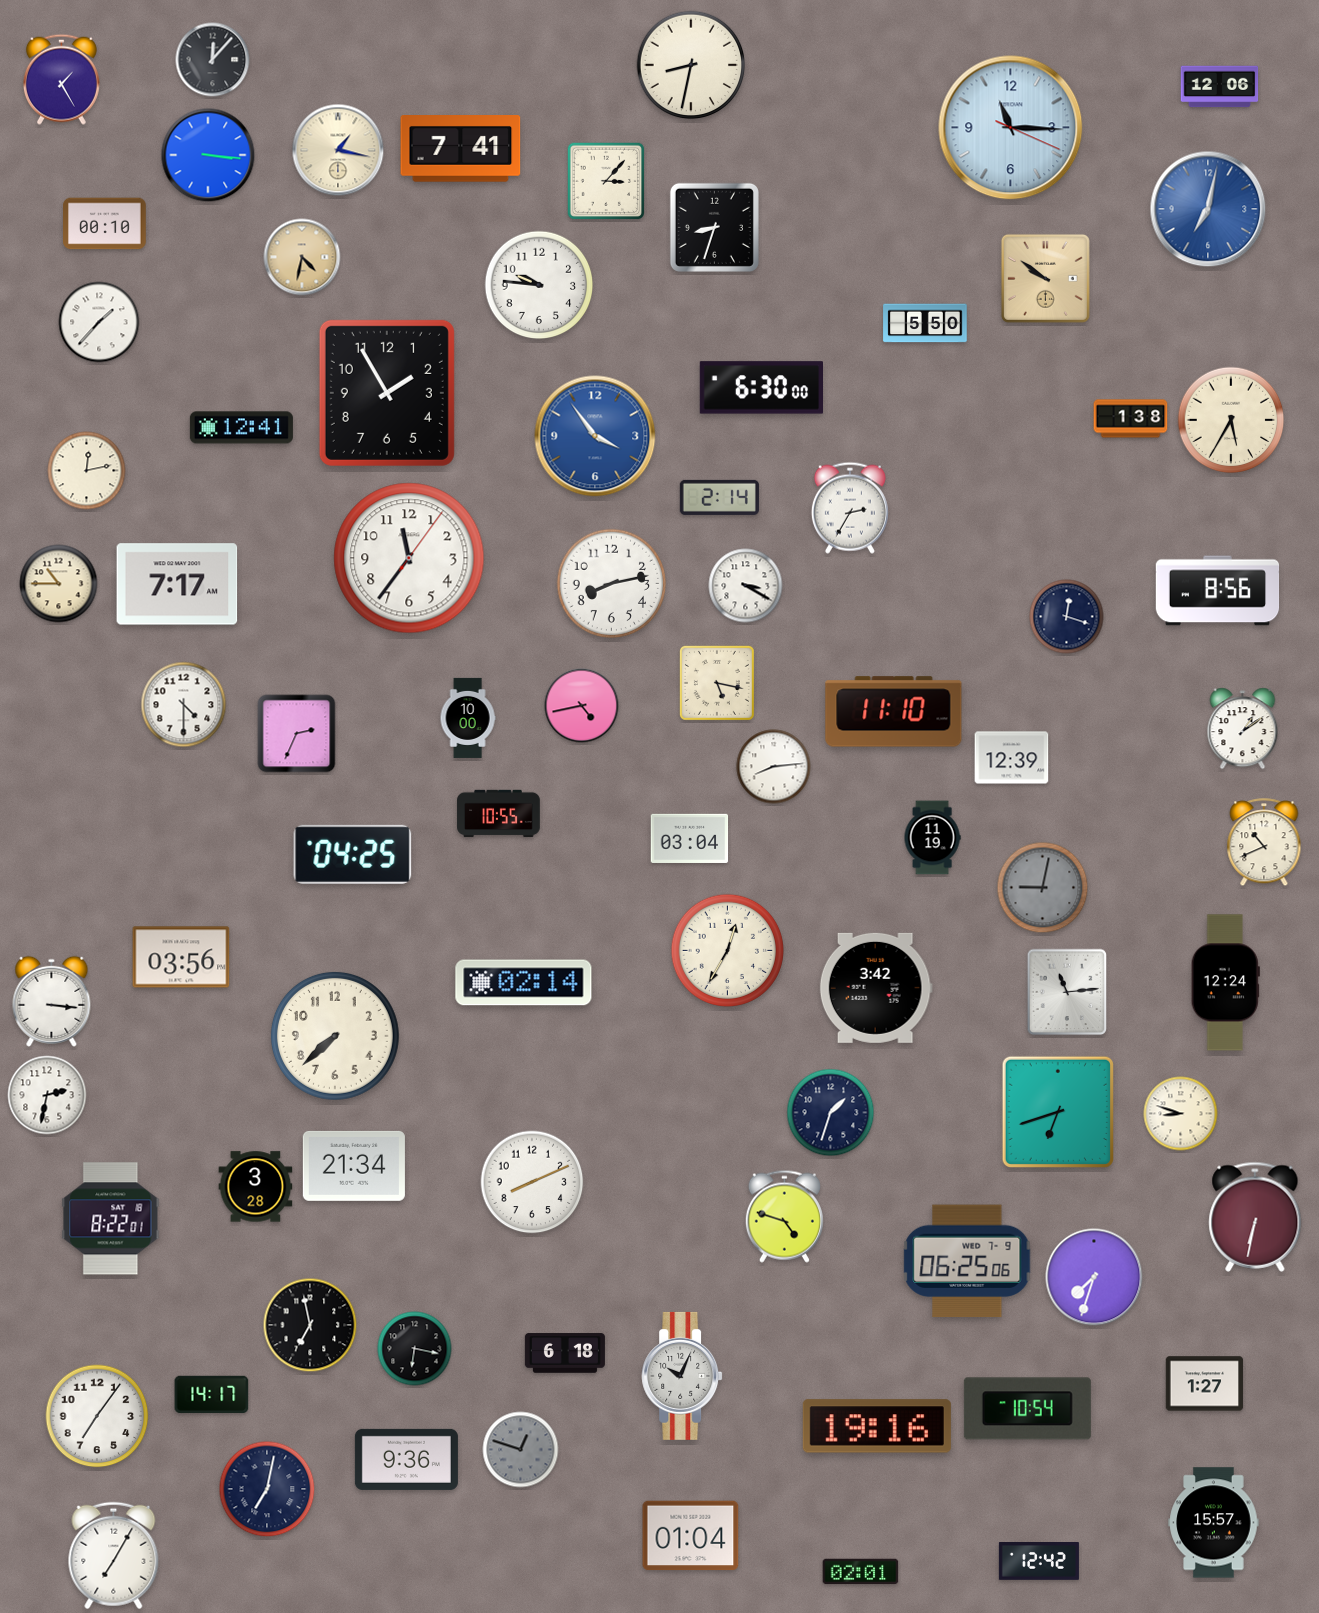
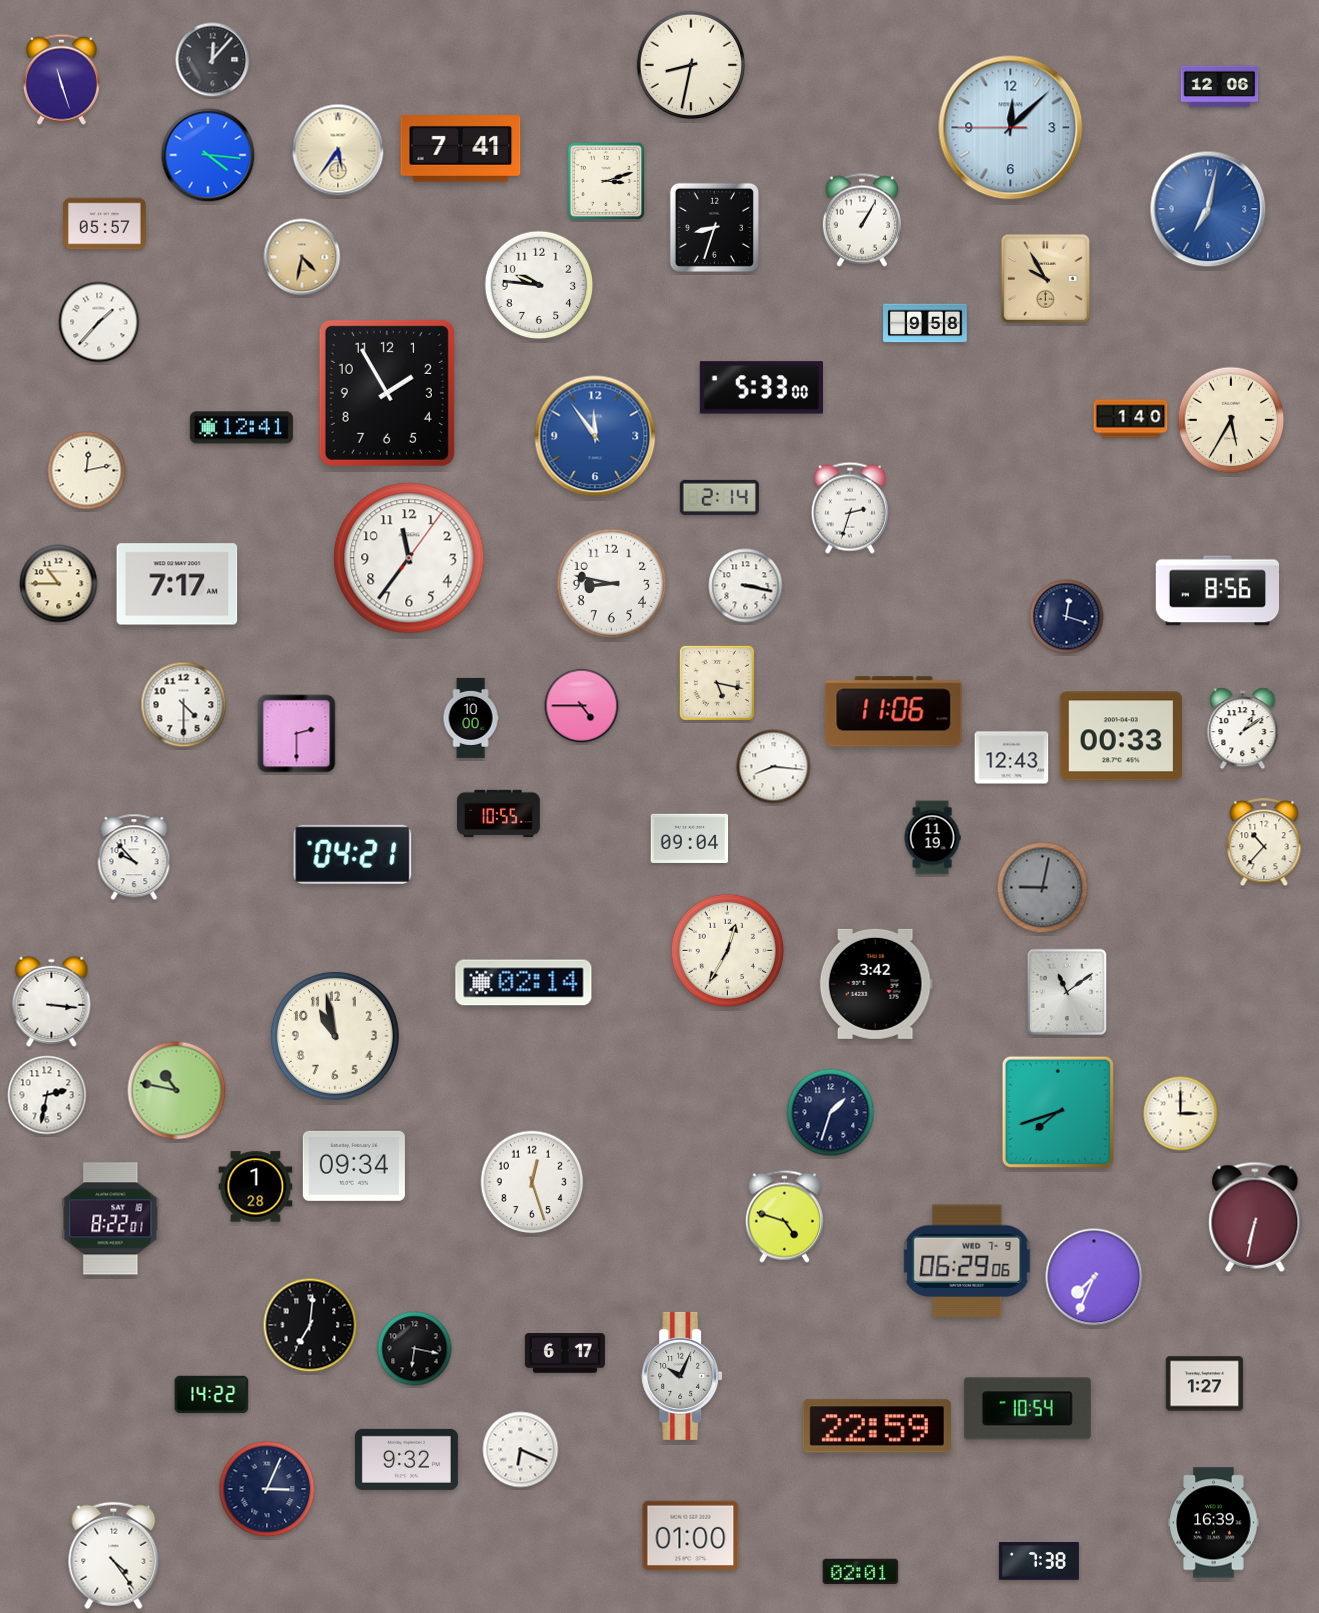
clock at (61, 79): 1:25 -> 11:27
clock at (1011, 128): 11:15 -> 12:07
clock at (338, 150): 1:17 -> 5:36
clock at (208, 155): 3:16 -> 4:16
clock at (606, 181): 3:07 -> 3:12
clock at (861, 220): none -> 1:05
clock at (105, 224): 00:10 -> 05:57
clock at (1045, 278): 9:51 -> 9:55
clock at (925, 323): 5:50 -> 9:58
clock at (762, 388): 6:30 -> 5:33
clock at (1131, 419): 1:38 -> 1:40
clock at (595, 436): 3:54 -> 11:54
clock at (850, 508): 2:35 -> 2:33
clock at (612, 584): 8:13 -> 8:47
clock at (746, 586): 3:20 -> 3:17
clock at (582, 706): 4:43 -> 4:45
clock at (894, 712): 11:10 -> 11:06
clock at (468, 718) position: (468, 718) -> (471, 718)
clock at (297, 734): 2:34 -> 2:30
clock at (1121, 736): none -> 00:33
clock at (1012, 758): 12:39 -> 12:43
clock at (774, 767): 8:14 -> 8:16
clock at (690, 838): 03:04 -> 09:04
clock at (1264, 843): 10:41 -> 10:37
clock at (353, 854): 04:25 -> 04:21
clock at (134, 857): none -> 9:53
clock at (181, 957): 03:56 -> none
clock at (1225, 983): 12:24 -> none
clock at (876, 988) position: (876, 988) -> (876, 984)
clock at (1067, 992): 11:14 -> 11:09
clock at (335, 1036): 7:38 -> 10:58
clock at (177, 1091): none -> 10:47
clock at (1057, 1111): 6:42 -> 7:42
clock at (1181, 1114): 8:48 -> 3:00
clock at (354, 1166): 21:34 -> 09:34
clock at (532, 1182): 8:11 -> 12:27
clock at (256, 1187): 3:28 -> 1:28
clock at (967, 1261): 06:25 -> 06:29
clock at (1094, 1277): 7:33 -> 7:34
clock at (310, 1325): 6:58 -> 7:01
clock at (565, 1353): 6:18 -> 6:17
clock at (212, 1394): 14:17 -> 14:22
clock at (97, 1416): 7:06 -> none
clock at (877, 1426): 19:16 -> 22:59
clock at (521, 1450): 12:48 -> 6:19
clock at (521, 1450) dial: grey -> white
clock at (406, 1459): 9:36 -> 9:32
clock at (267, 1489): 7:02 -> 3:04
clock at (1214, 1523): 15:57 -> 16:39
clock at (691, 1536): 01:04 -> 01:00
clock at (114, 1556): 7:05 -> 4:24
clock at (1039, 1562): 12:42 -> 7:38
